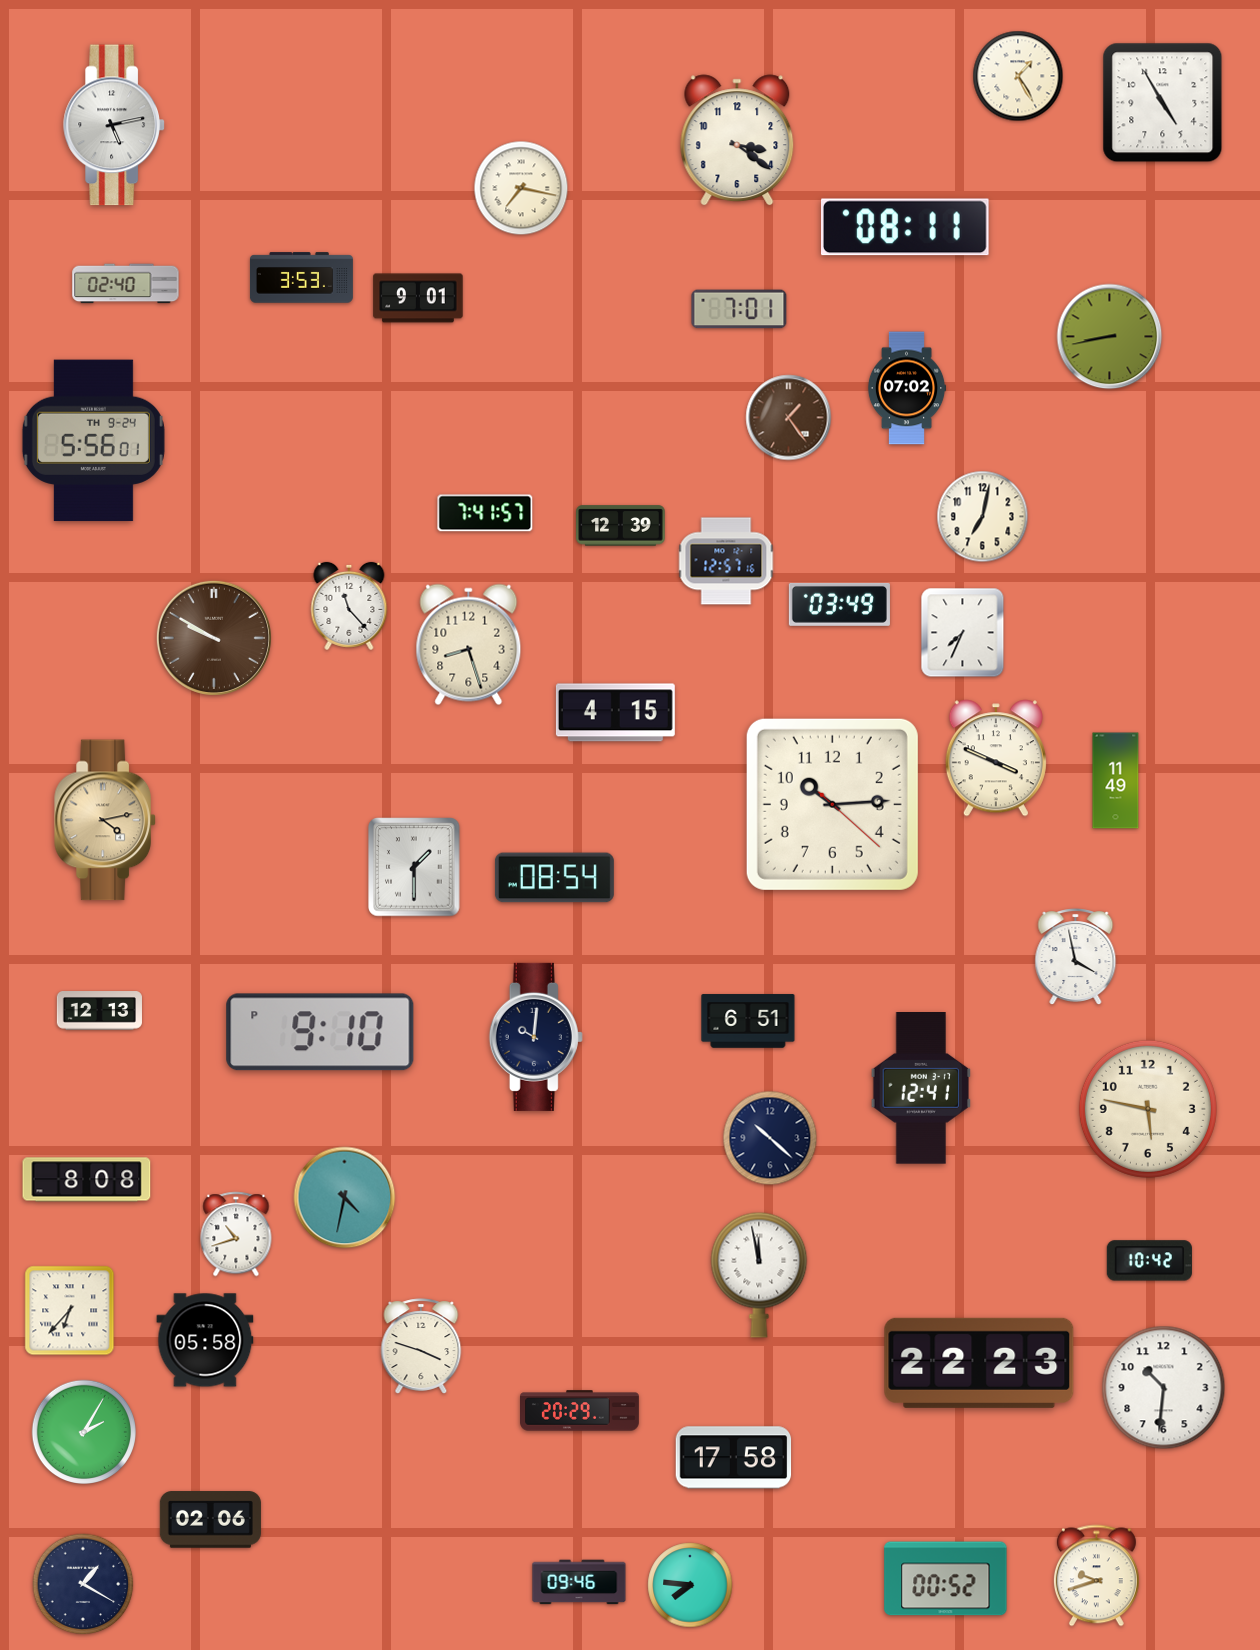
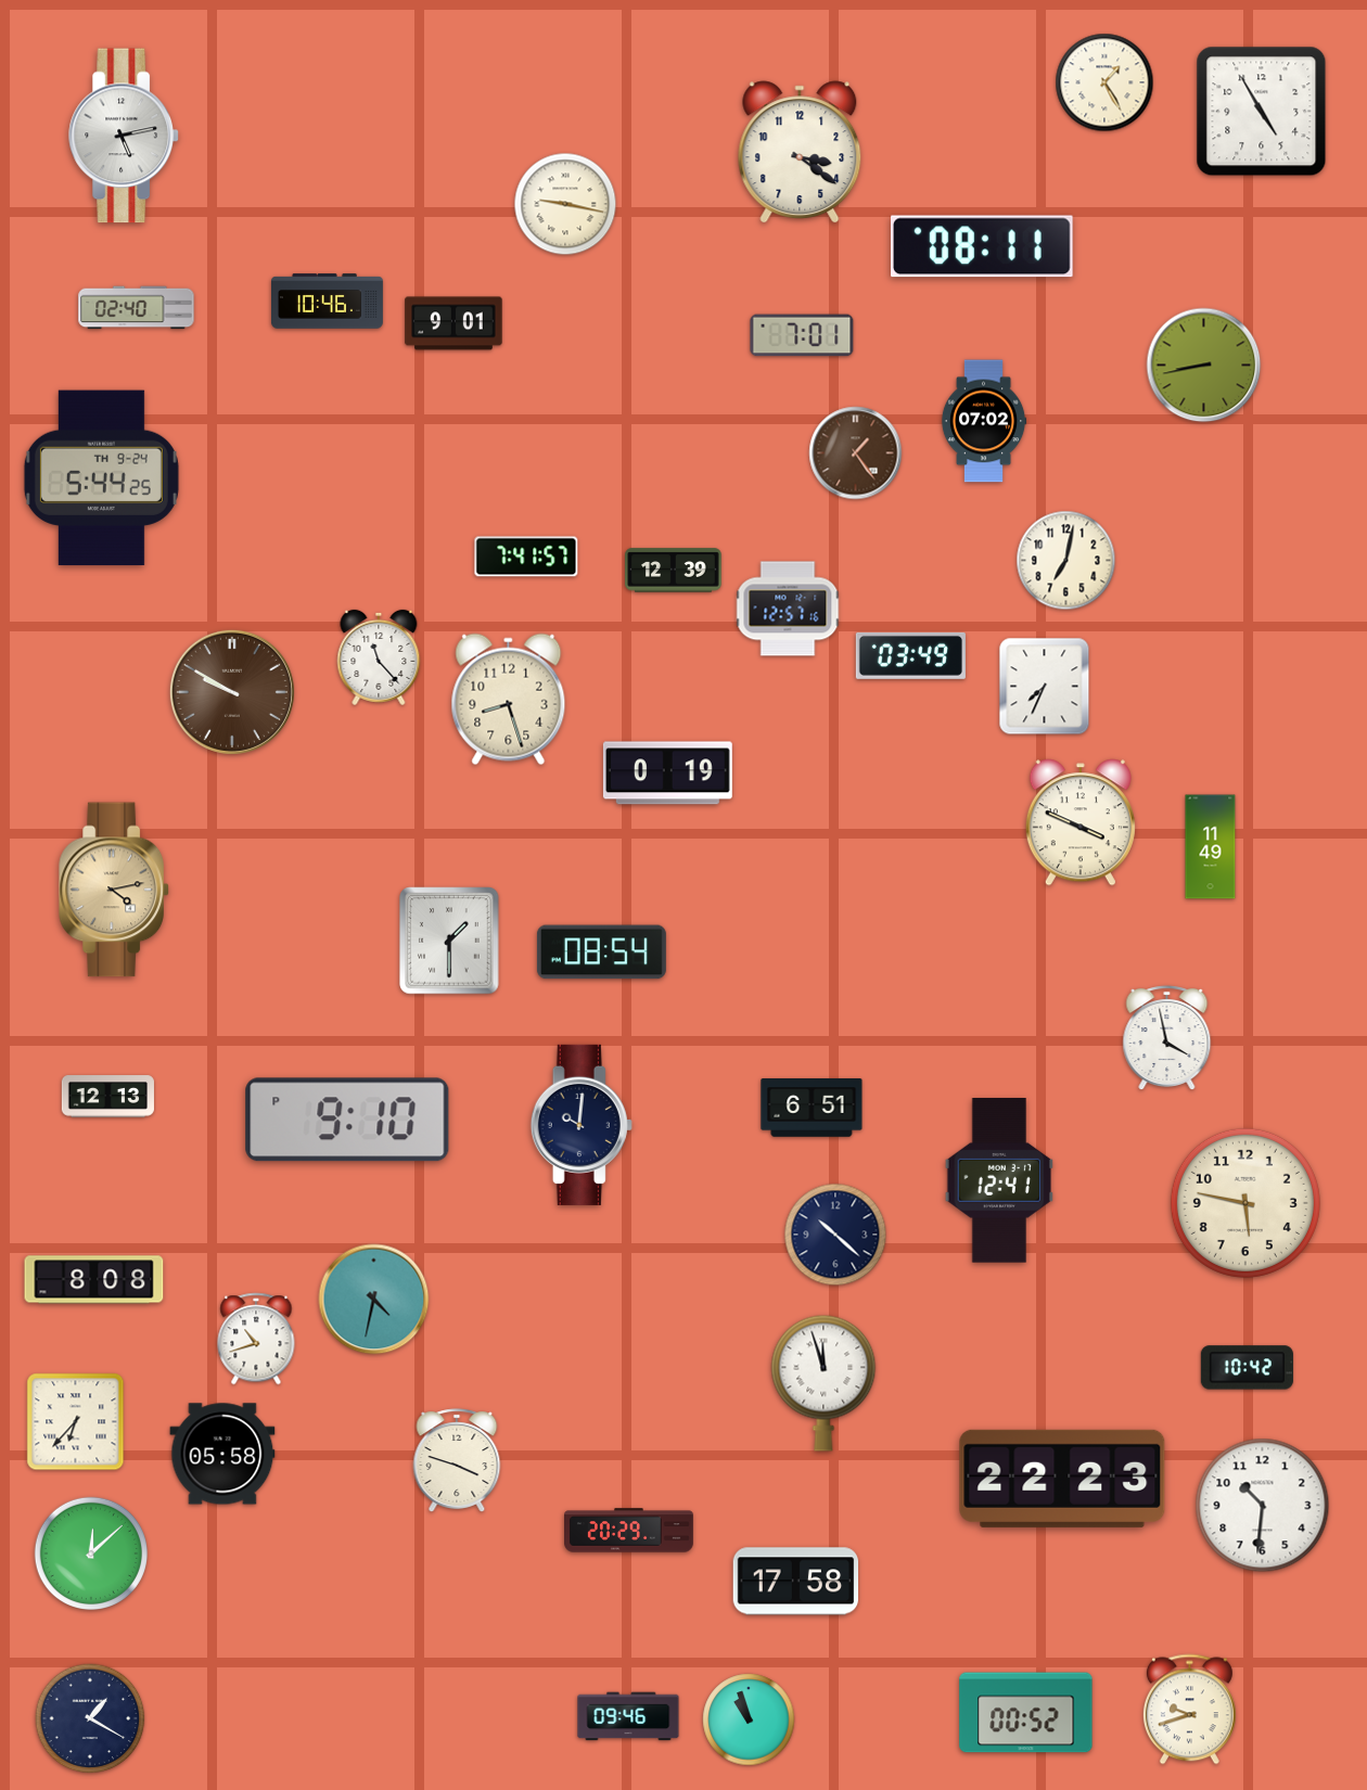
clock at (521, 188): 7:17 -> 9:17
clock at (301, 278): 3:53 -> 10:46
clock at (93, 441): 5:56 -> 5:44
clock at (615, 713): 4:15 -> 0:19
clock at (832, 804): 10:14 -> none
clock at (759, 1275): 11:58 -> 11:57
clock at (83, 1431): 2:05 -> 12:08
clock at (210, 1520): 02:06 -> none
clock at (690, 1585): 7:46 -> 10:57
